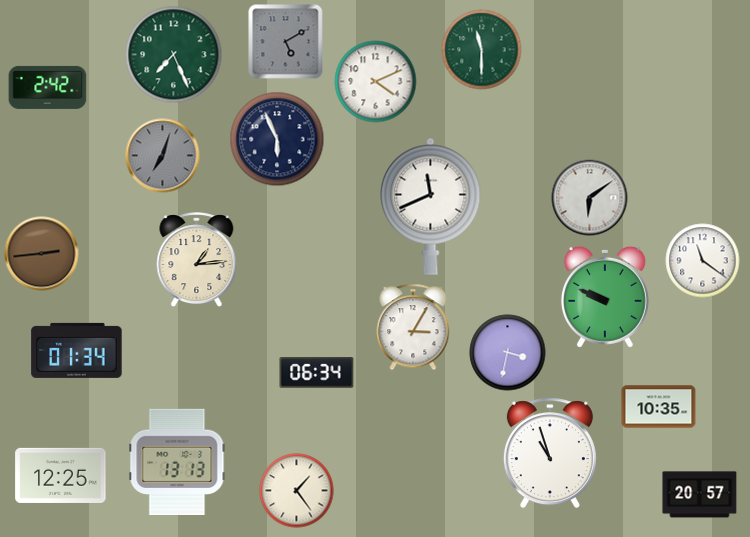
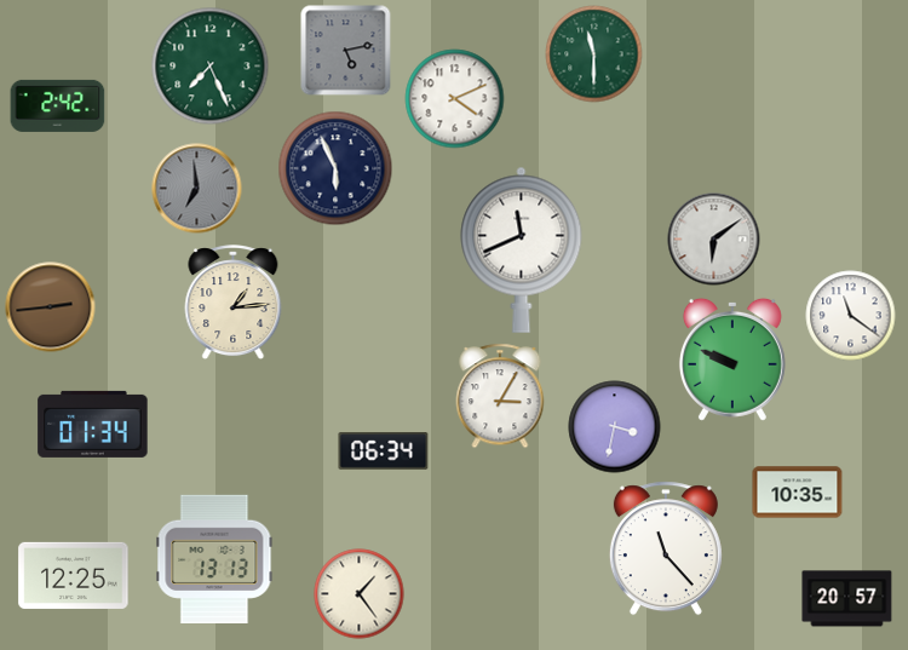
clock at (286, 42): 5:10 -> 5:13
clock at (482, 50) position: (482, 50) -> (594, 54)
clock at (163, 156): 7:03 -> 6:59
clock at (197, 260) position: (197, 260) -> (234, 303)
clock at (550, 453): 10:57 -> 11:23
